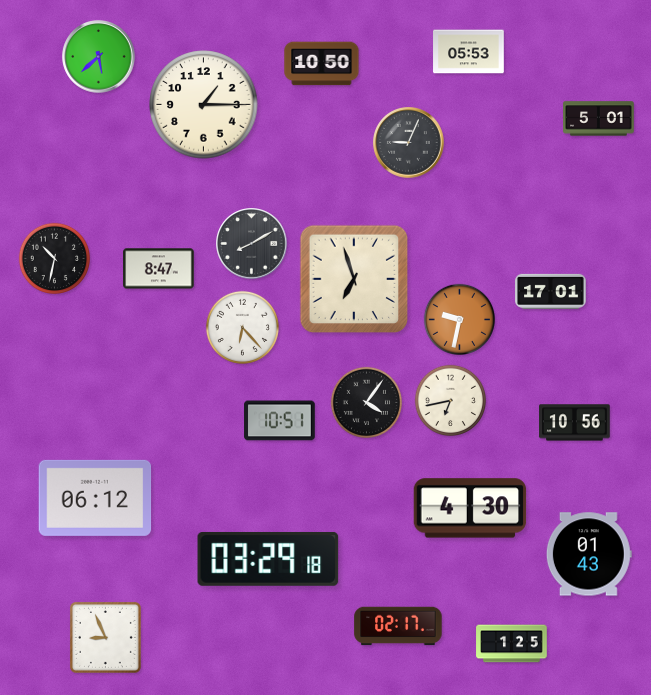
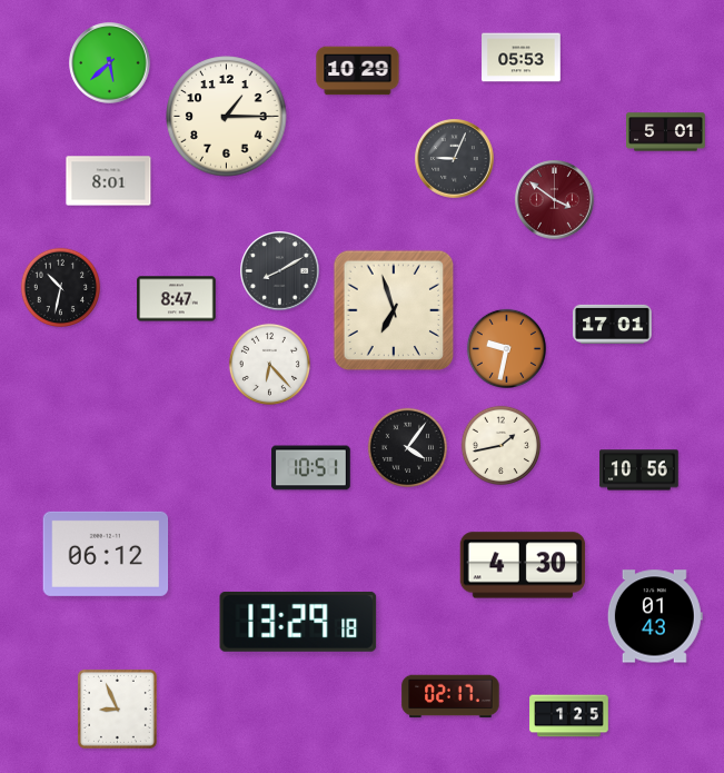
clock at (322, 64): 10:50 -> 10:29
clock at (109, 181): none -> 8:01
clock at (555, 200): none -> 3:51
clock at (459, 319) position: (459, 319) -> (506, 348)
clock at (450, 400): 6:43 -> 1:43
clock at (268, 559): 03:29 -> 13:29
clock at (398, 626) position: (398, 626) -> (450, 696)
